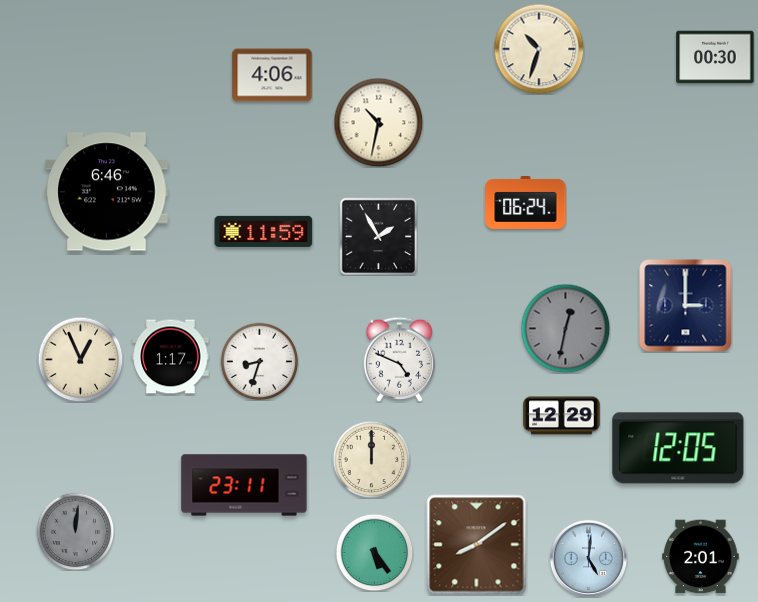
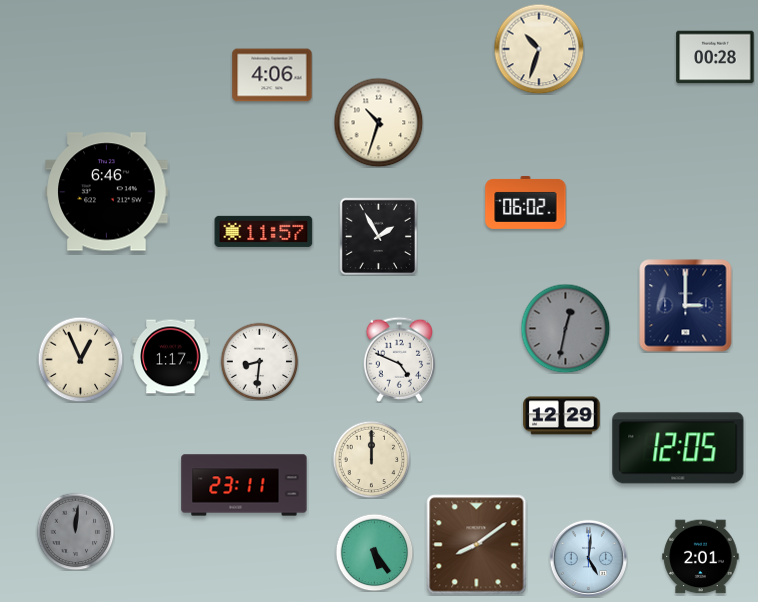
clock at (715, 57): 00:30 -> 00:28
clock at (378, 122): 10:32 -> 10:33
clock at (526, 202): 06:24 -> 06:02
clock at (264, 231): 11:59 -> 11:57
clock at (259, 361): 8:33 -> 8:31
